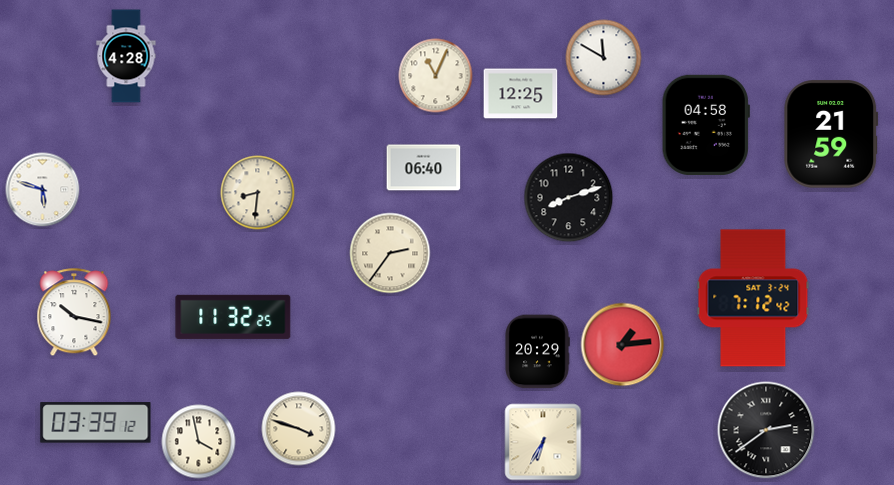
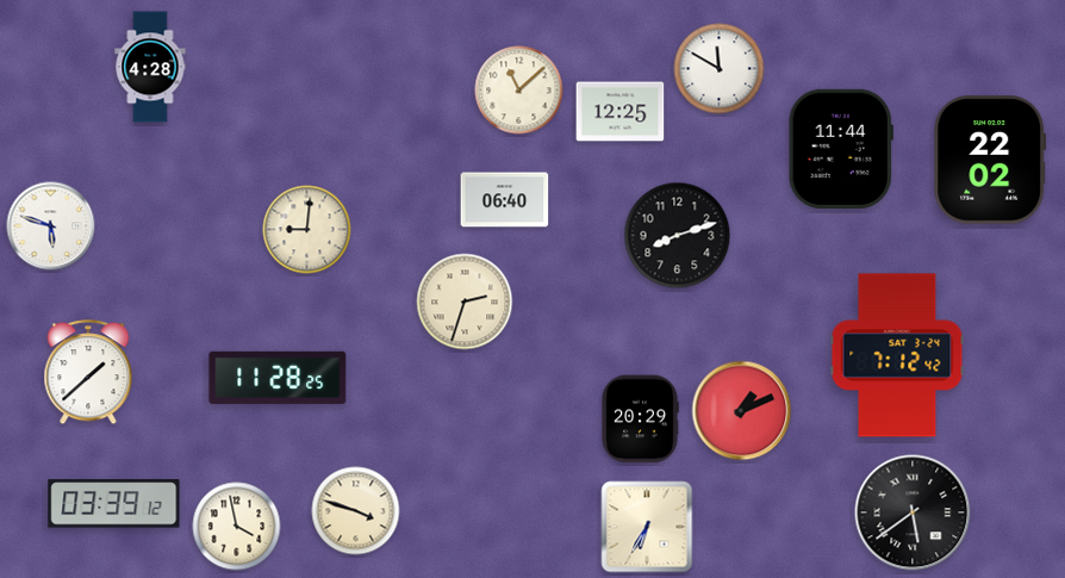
clock at (436, 76): 11:04 -> 11:08
clock at (706, 125): 04:58 -> 11:44
clock at (831, 134): 21:59 -> 22:02
clock at (258, 193): 8:31 -> 9:01
clock at (390, 253): 2:36 -> 2:33
clock at (74, 313): 10:17 -> 1:38
clock at (233, 317): 11:32 -> 11:28
clock at (623, 345): 1:14 -> 1:11
clock at (766, 430): 2:39 -> 5:39
